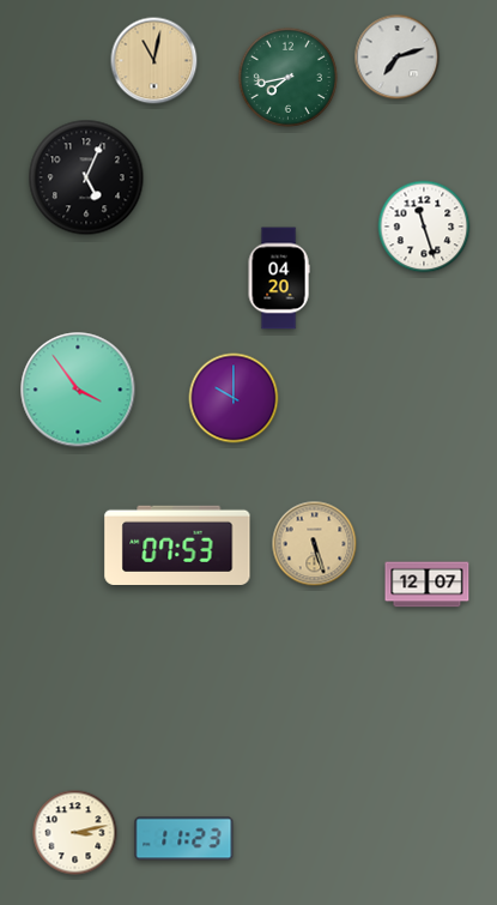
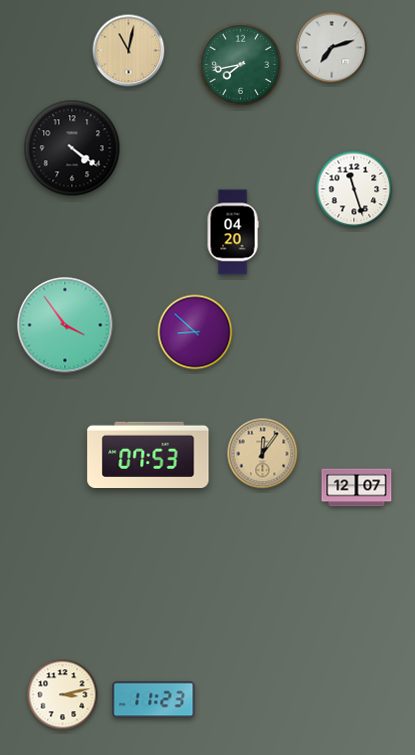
clock at (86, 177): 5:04 -> 4:21
clock at (234, 398): 10:00 -> 8:52
clock at (315, 544): 5:27 -> 12:06
